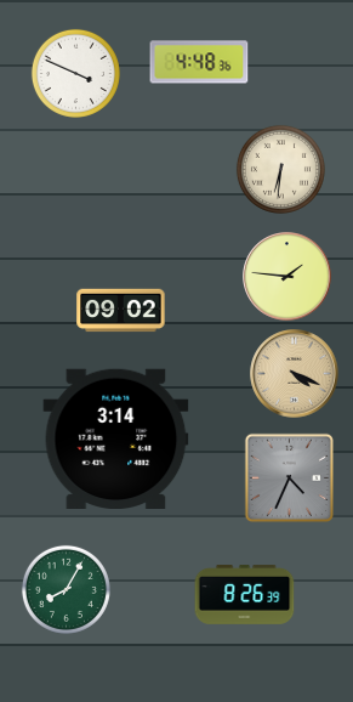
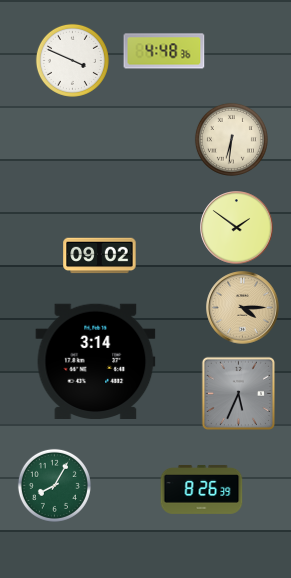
clock at (75, 73) position: (75, 73) -> (72, 60)
clock at (287, 277): 1:46 -> 1:51
clock at (295, 374): 4:19 -> 4:15
clock at (289, 477): 4:34 -> 5:34
